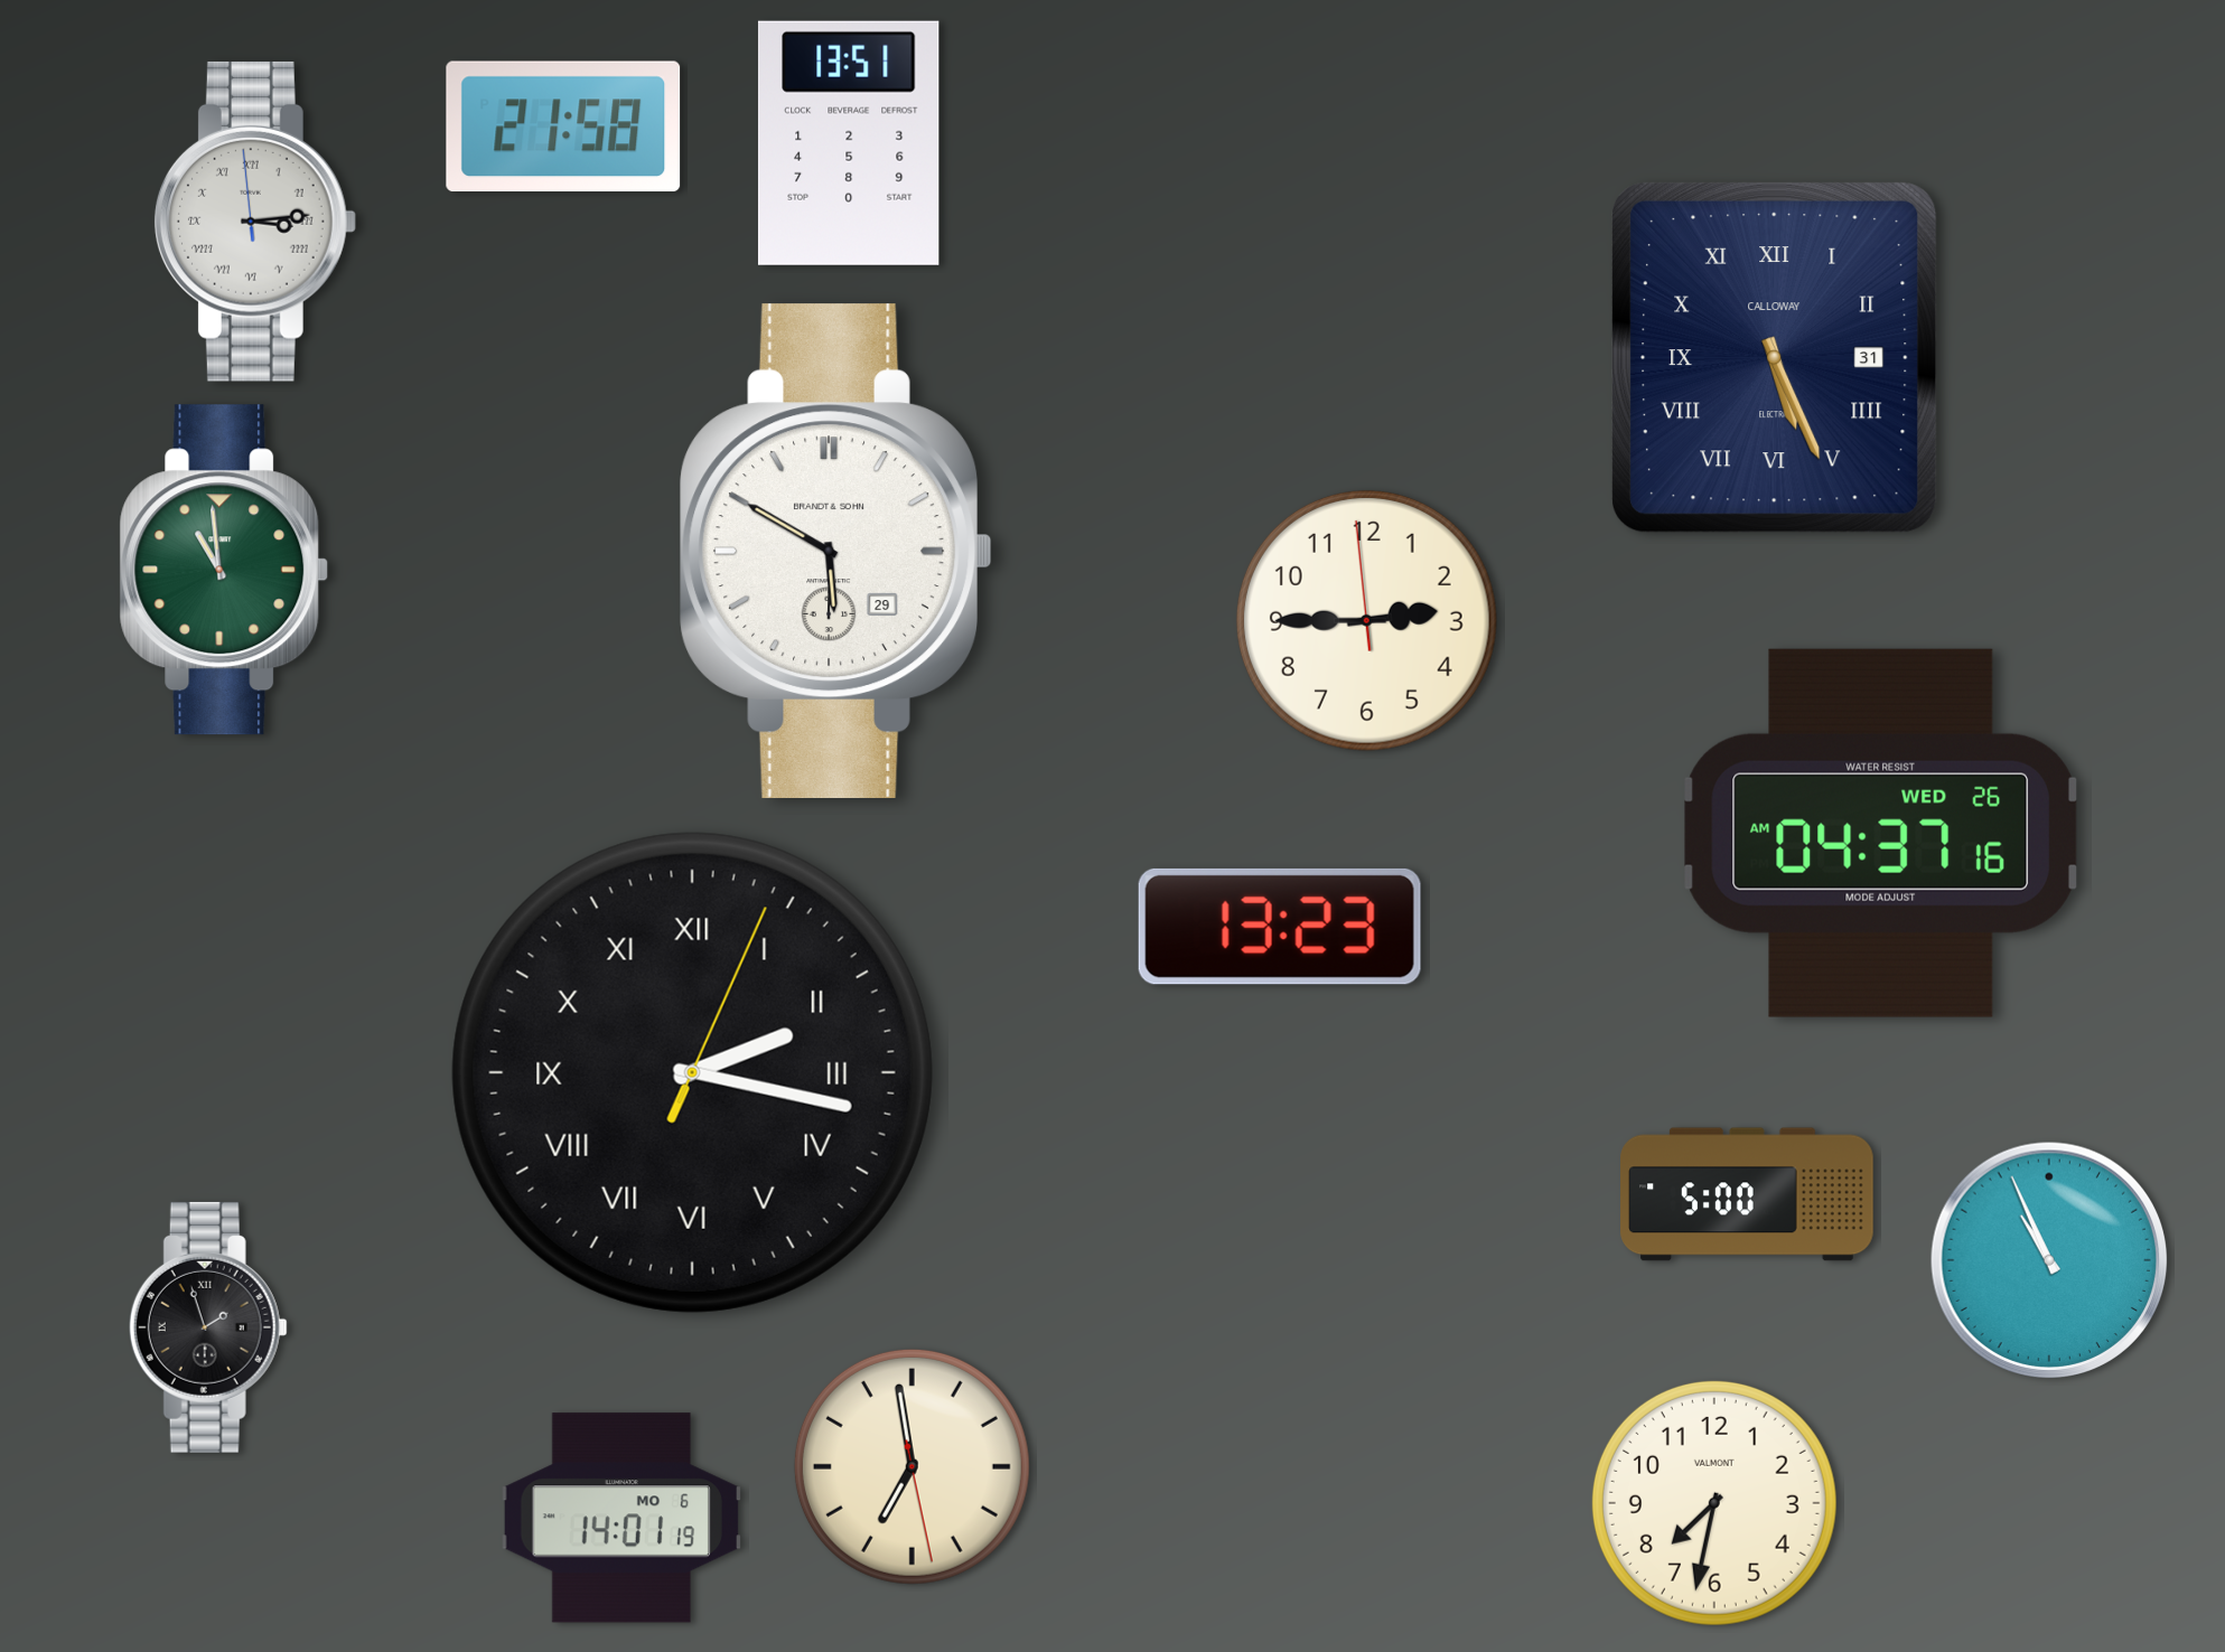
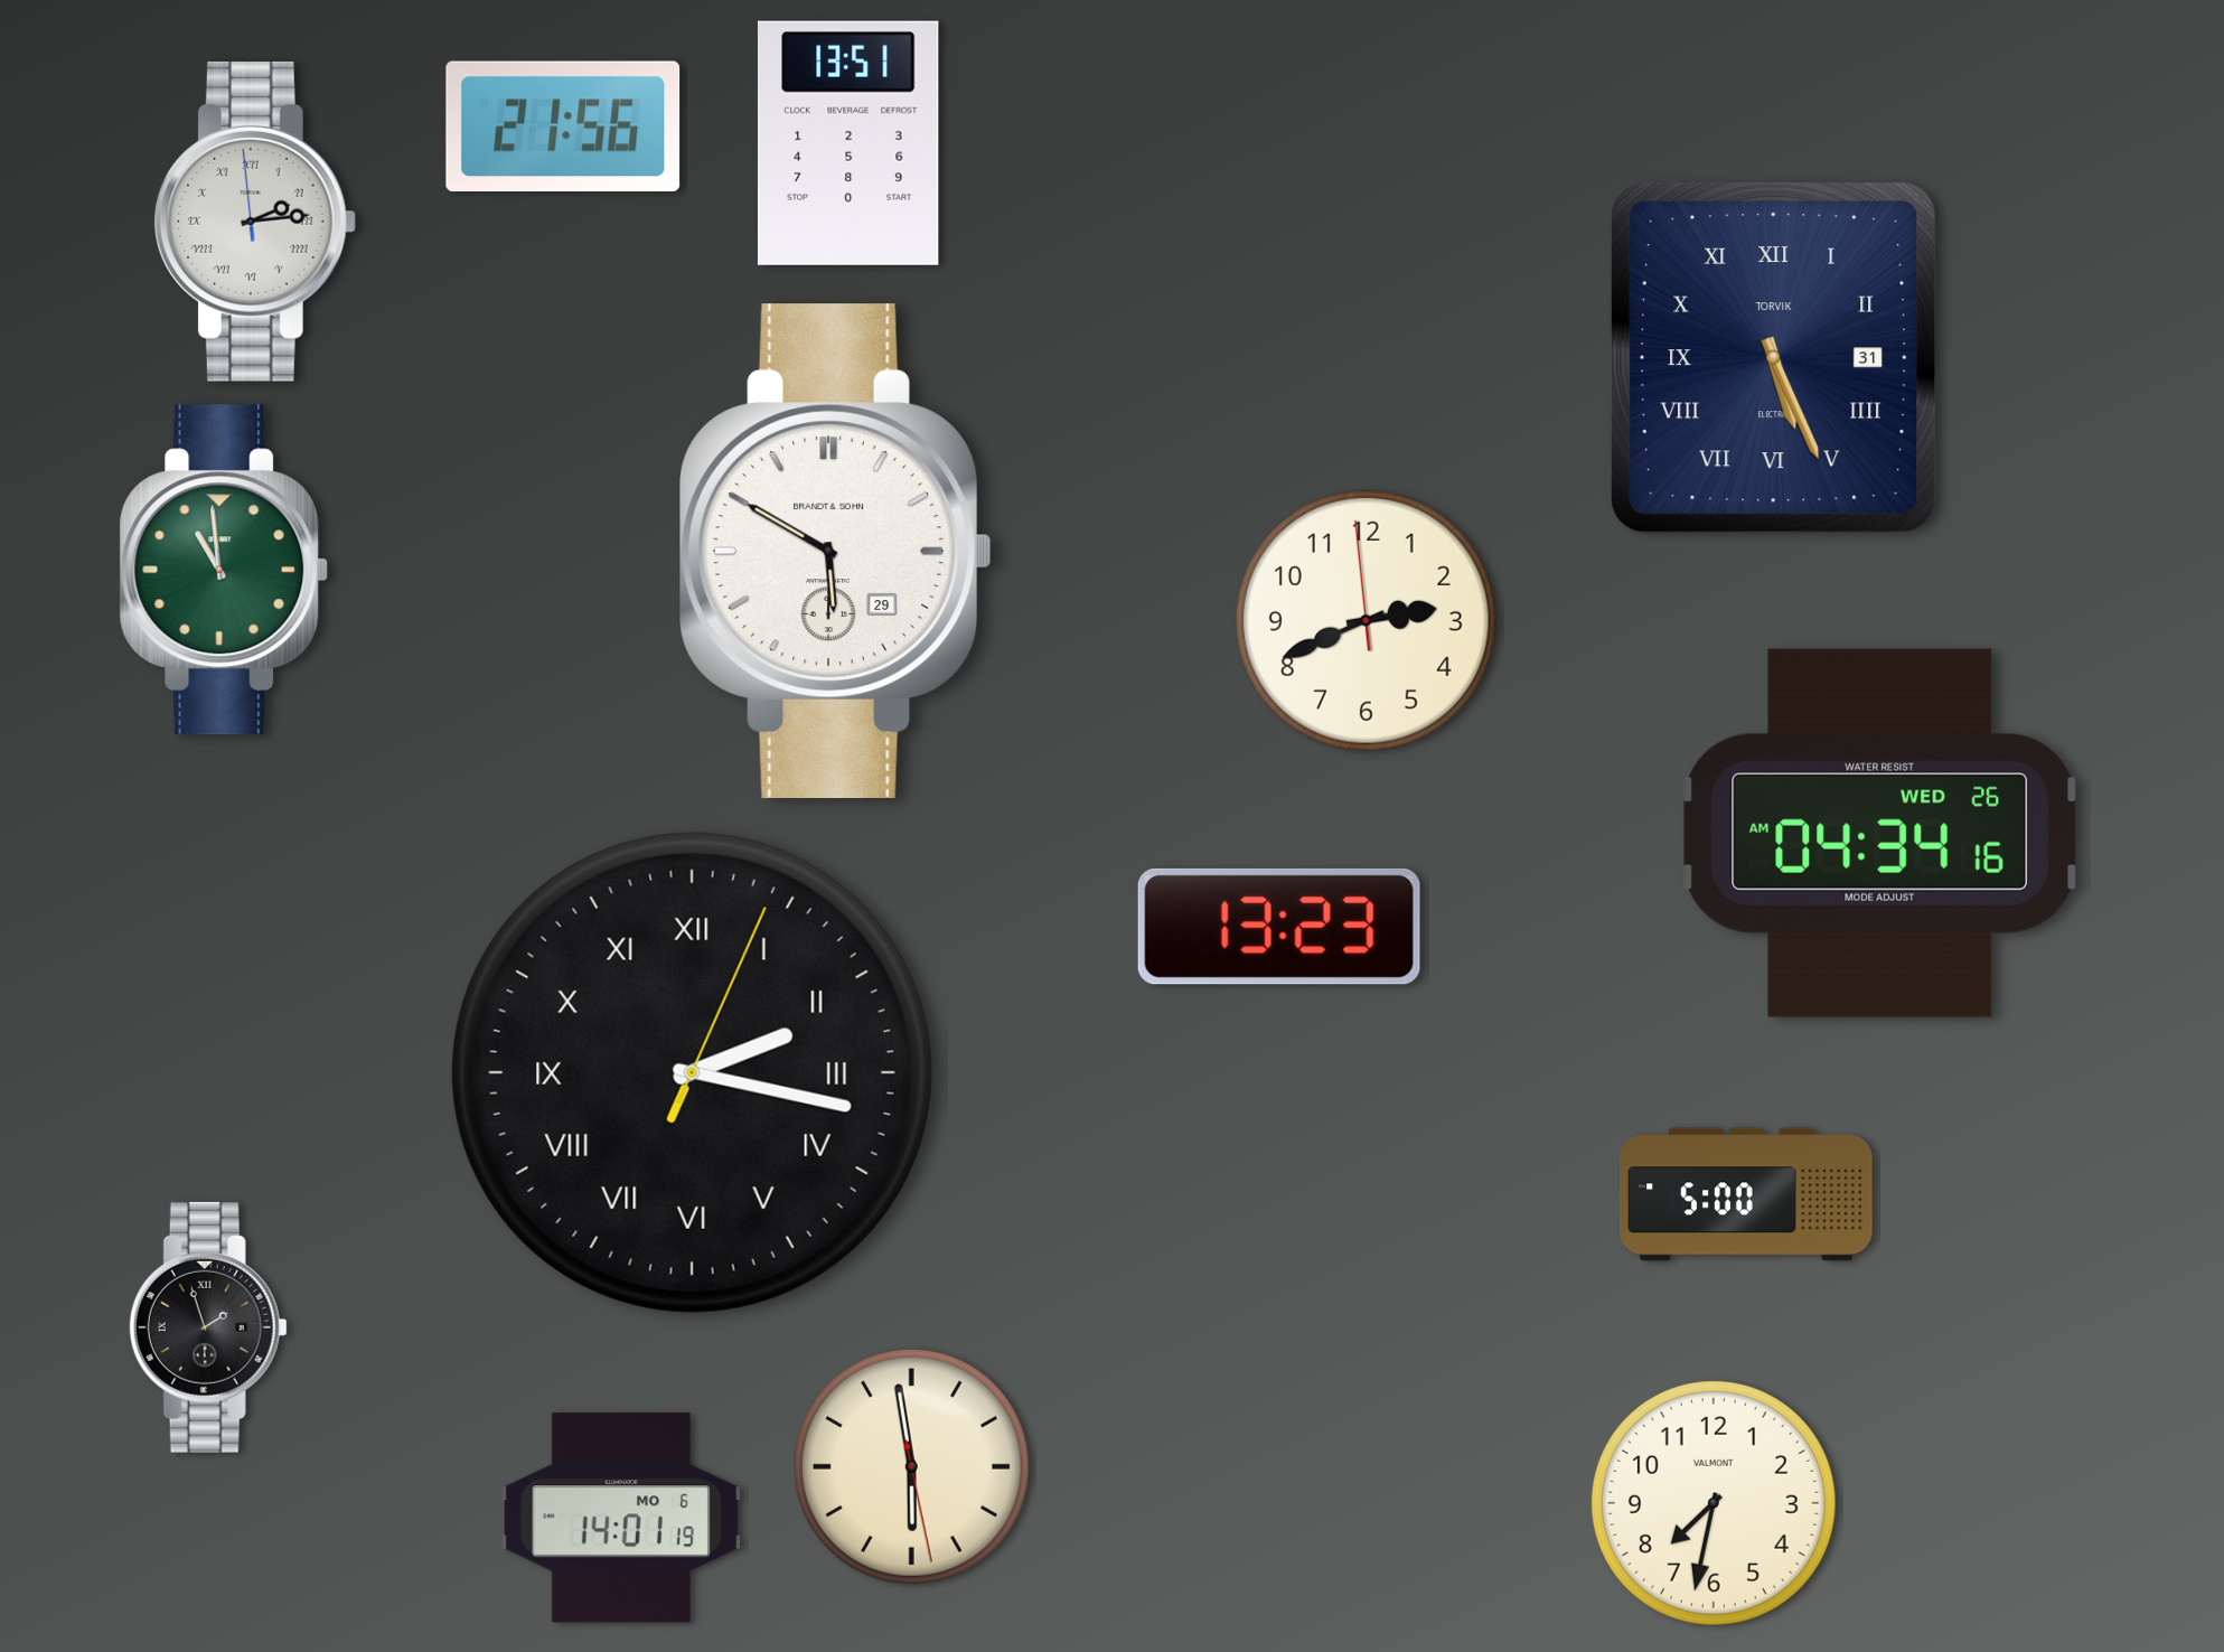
clock at (563, 126): 21:58 -> 21:56
clock at (254, 222): 3:13 -> 2:13
clock at (1774, 357) brand: CALLOWAY -> TORVIK
clock at (1366, 620): 2:44 -> 2:40
clock at (1880, 833): 04:37 -> 04:34
clock at (2048, 1259): 10:56 -> none
clock at (911, 1466): 6:58 -> 5:58
